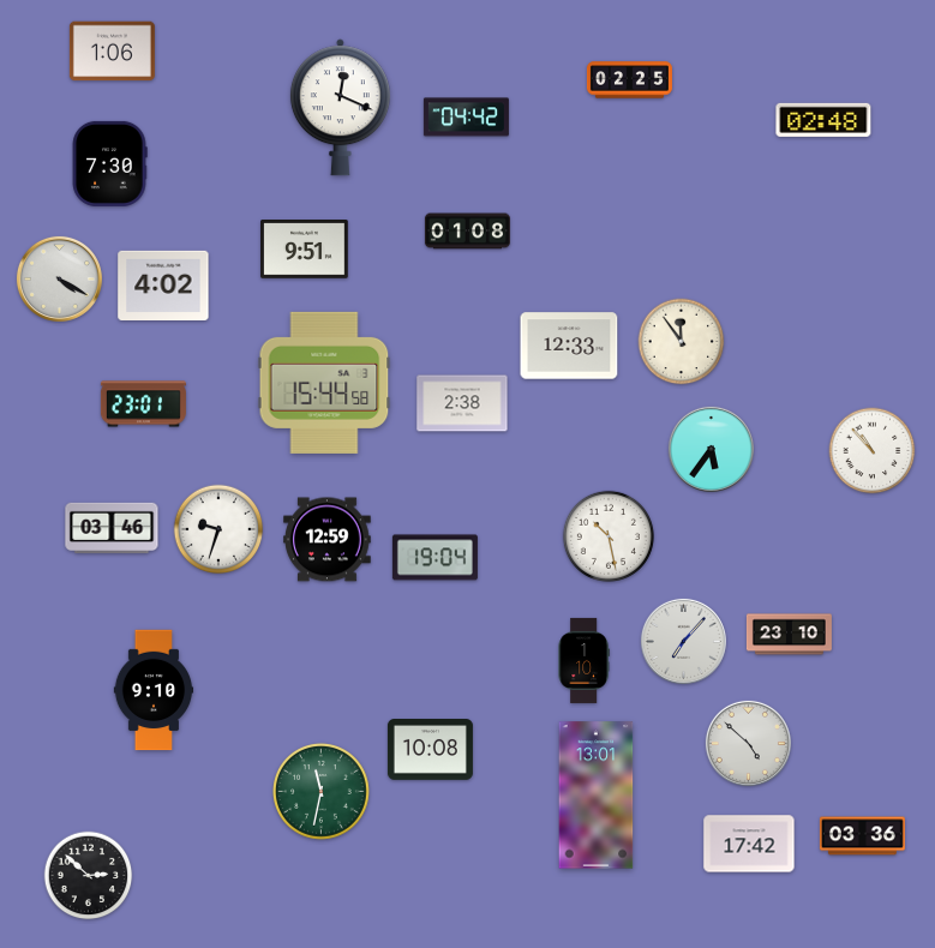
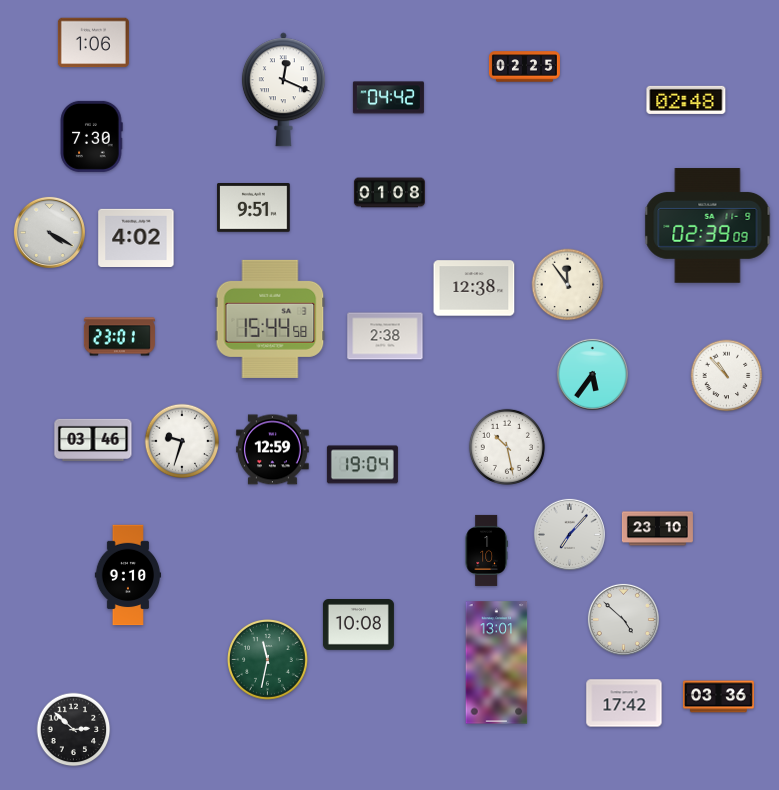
clock at (708, 226): none -> 02:39
clock at (569, 346): 12:33 -> 12:38
